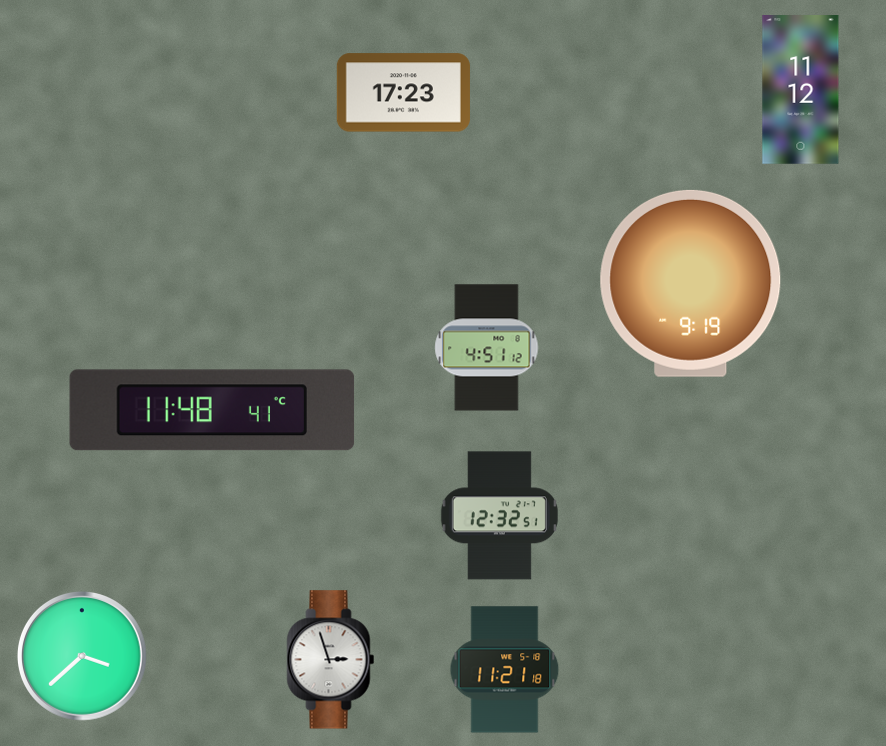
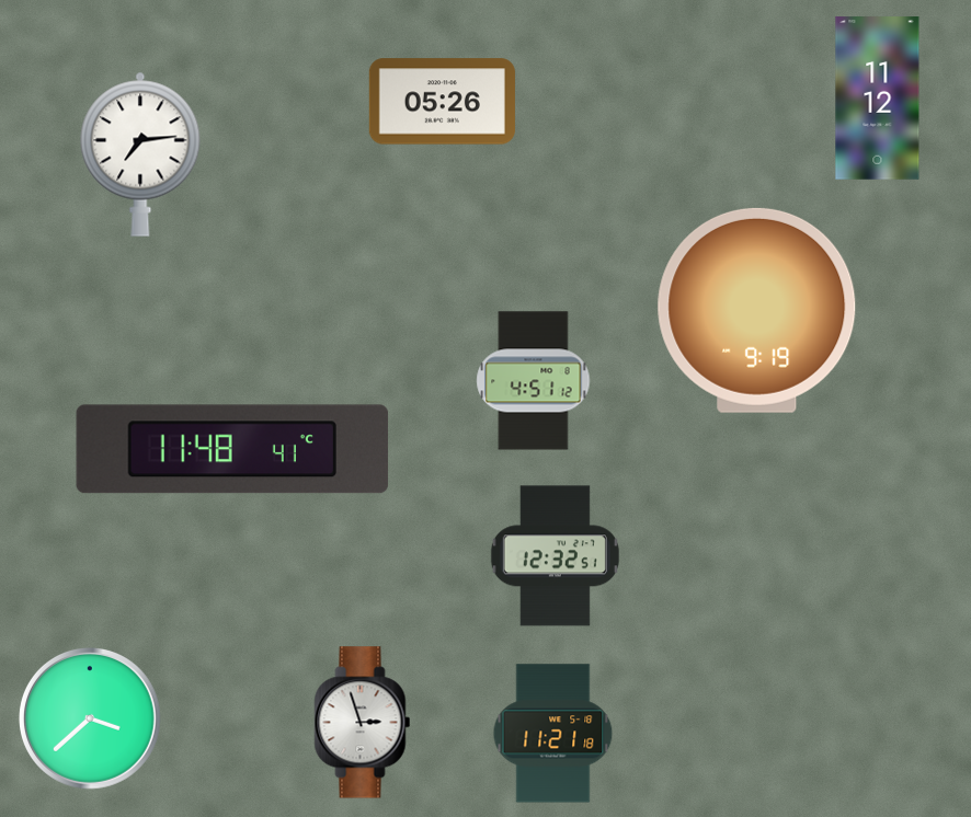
clock at (403, 93): 17:23 -> 05:26
clock at (140, 154): none -> 7:14
clock at (499, 516) position: (499, 516) -> (555, 556)
